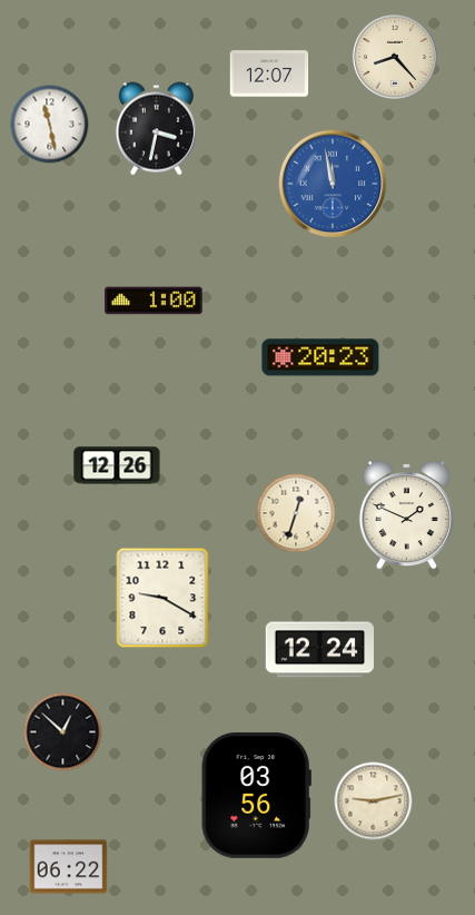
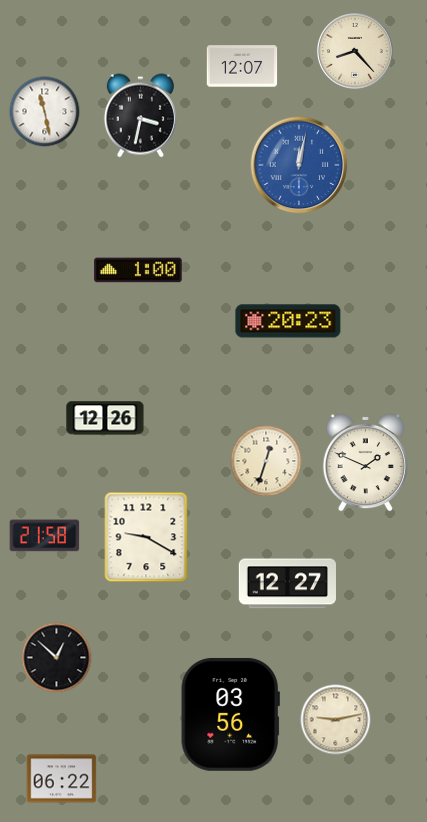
clock at (333, 184): 11:58 -> 12:02
clock at (45, 536): none -> 21:58
clock at (319, 650): 12:24 -> 12:27
